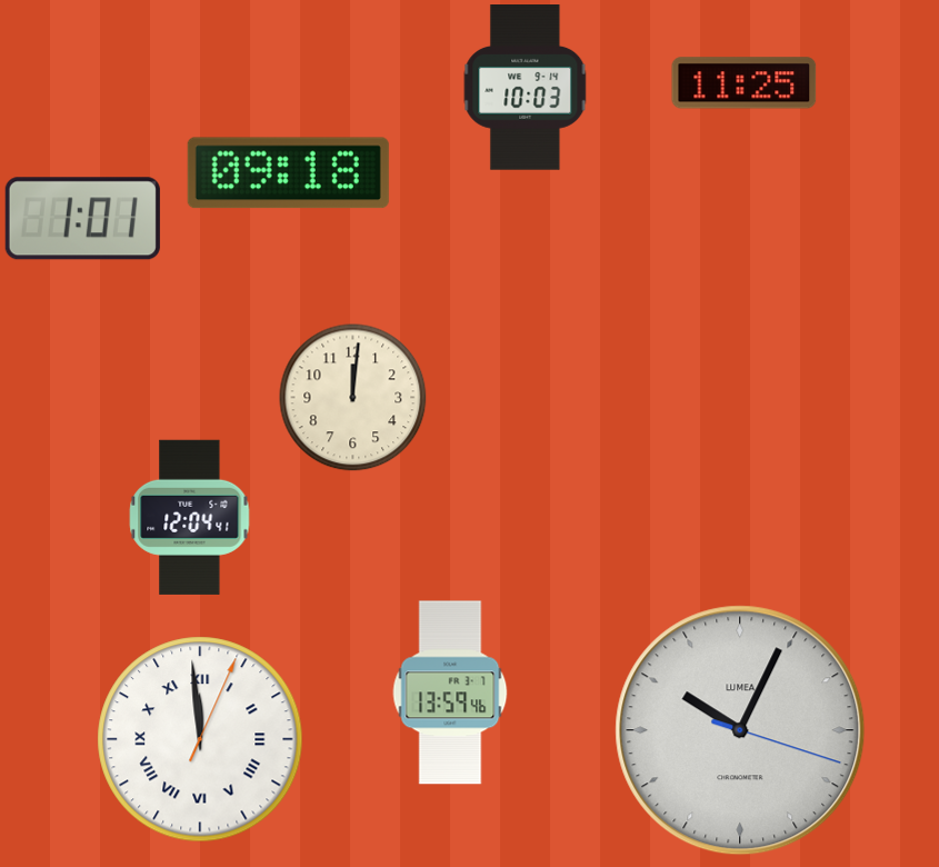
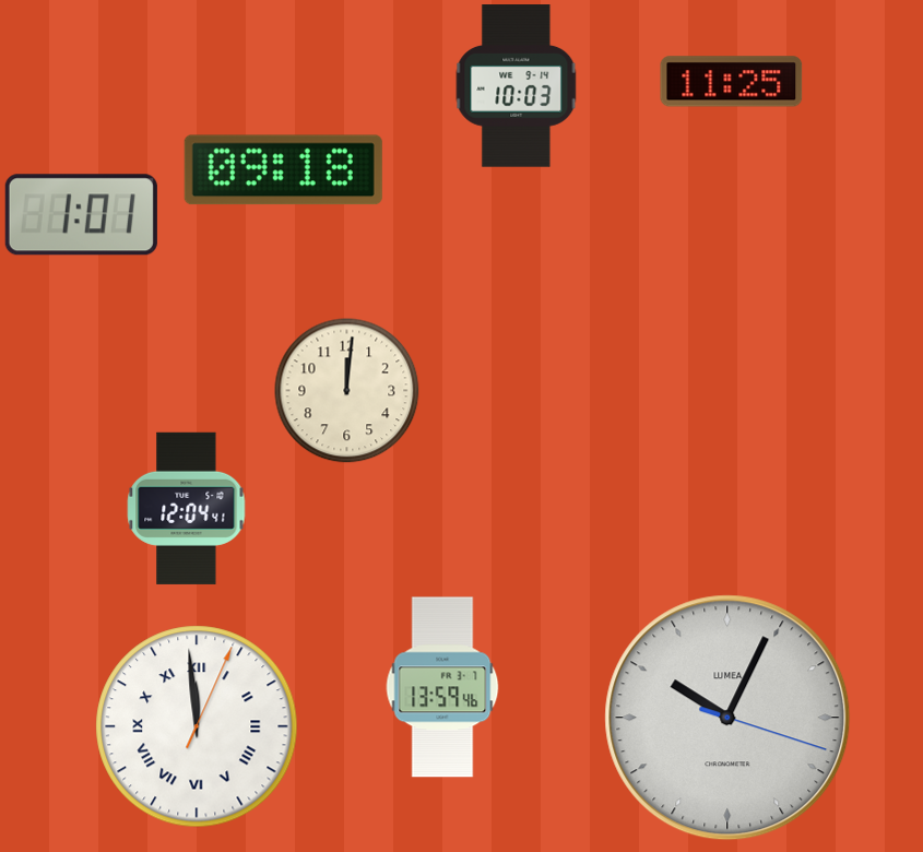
clock at (450, 692) position: (450, 692) -> (442, 687)
